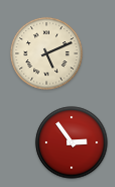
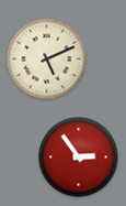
clock at (47, 54) position: (47, 54) -> (47, 59)
